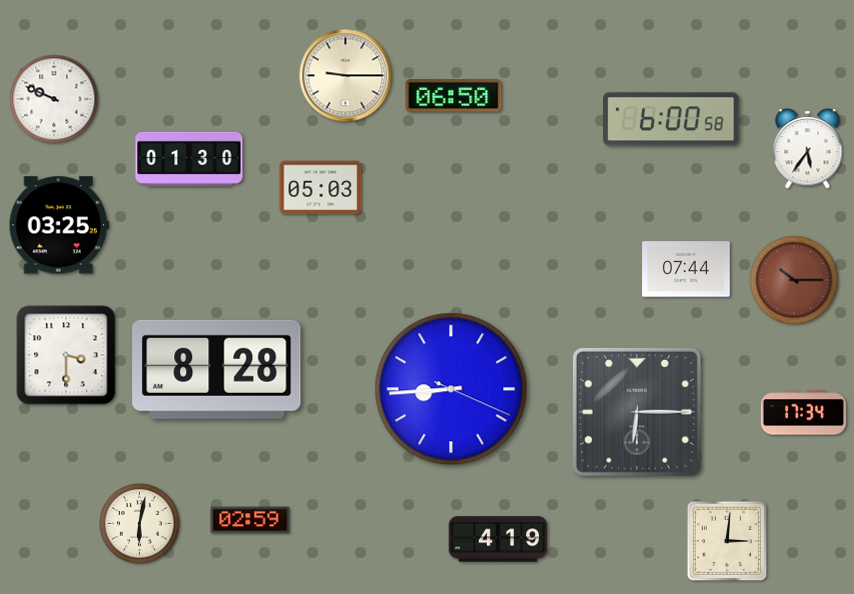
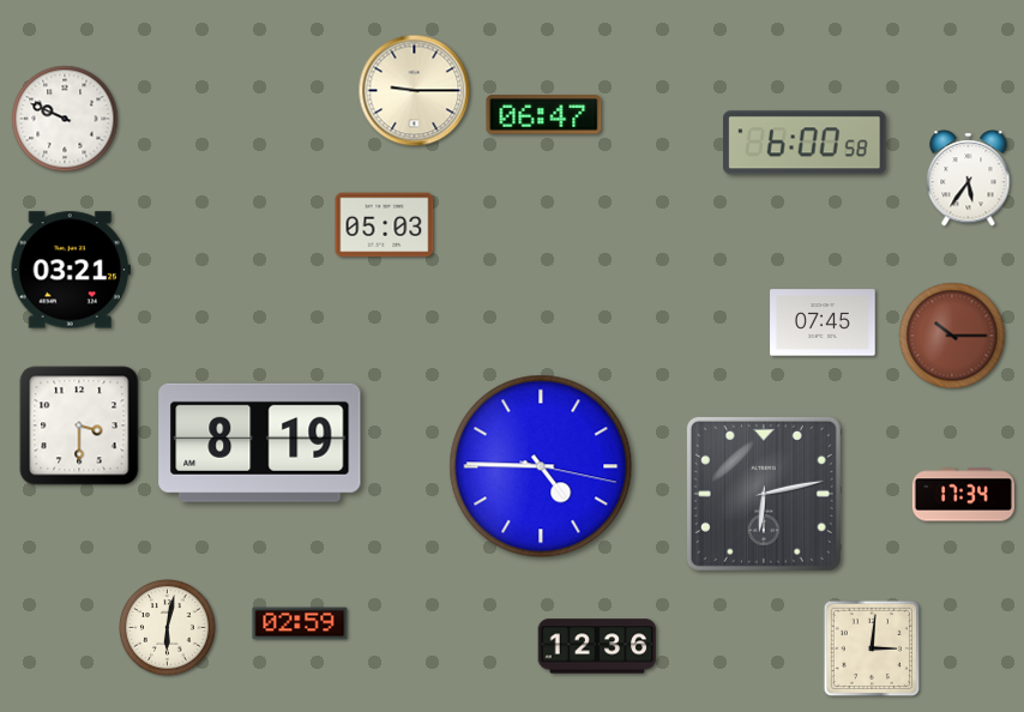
clock at (454, 96): 06:50 -> 06:47
clock at (189, 159): 01:30 -> none
clock at (59, 225): 03:25 -> 03:21
clock at (686, 269): 07:44 -> 07:45
clock at (217, 369): 8:28 -> 8:19
clock at (451, 389): 8:44 -> 4:45
clock at (637, 412): 6:15 -> 6:13
clock at (498, 539): 4:19 -> 12:36
